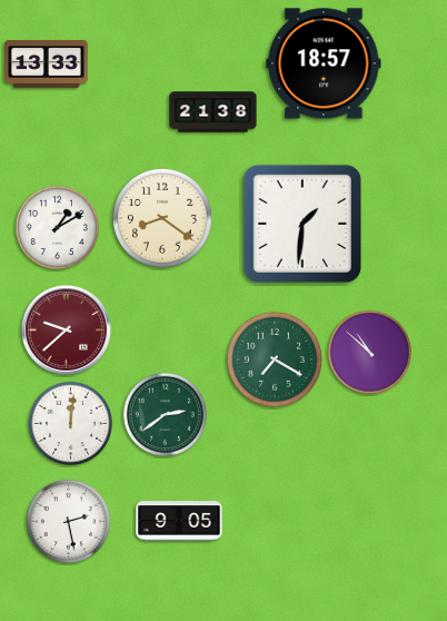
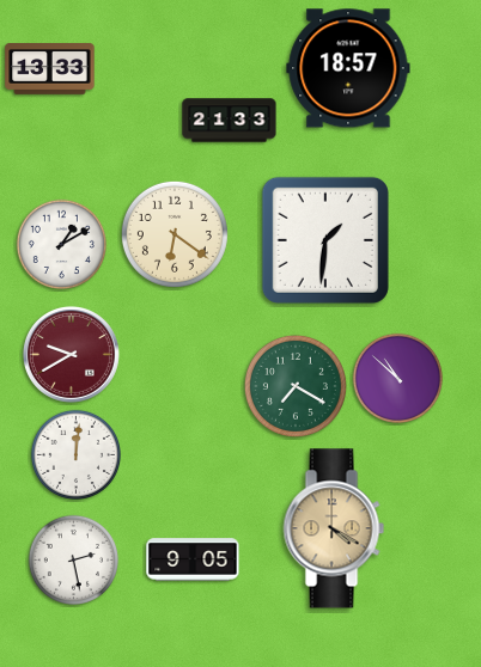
clock at (213, 112): 21:38 -> 21:33
clock at (162, 218): 8:21 -> 6:21
clock at (66, 329): 9:38 -> 9:40
clock at (165, 414): 2:39 -> none
clock at (334, 528): none -> 4:20
